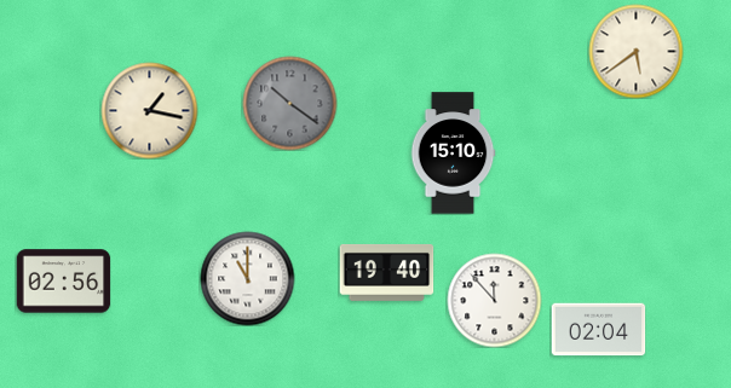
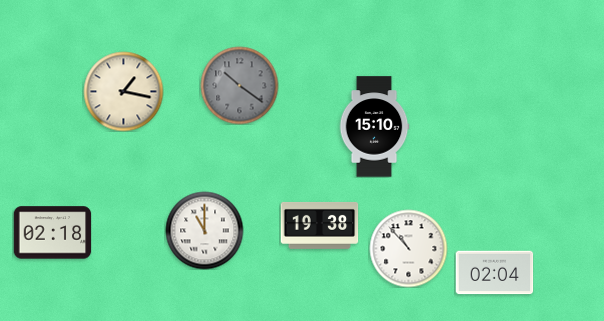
clock at (635, 51): 5:39 -> none
clock at (386, 272): 19:40 -> 19:38
clock at (63, 282): 02:56 -> 02:18
clock at (494, 300): 11:53 -> 10:53
